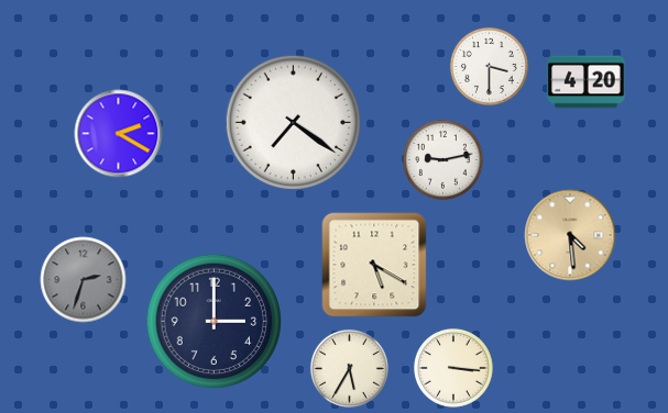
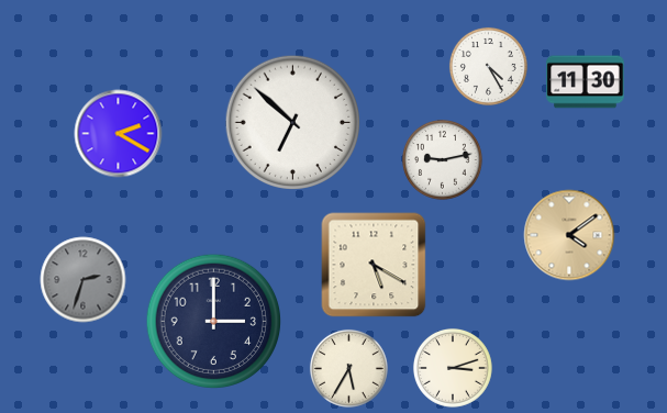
clock at (489, 66): 3:30 -> 4:25
clock at (587, 82): 4:20 -> 11:30
clock at (294, 123): 7:21 -> 6:52
clock at (570, 235): 4:29 -> 4:09
clock at (453, 368): 3:16 -> 3:12
